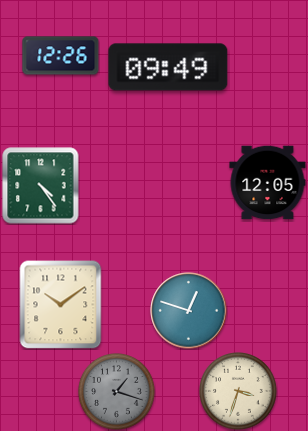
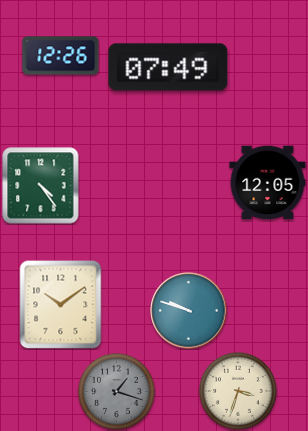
clock at (168, 67): 09:49 -> 07:49
clock at (189, 311): 12:48 -> 9:48
